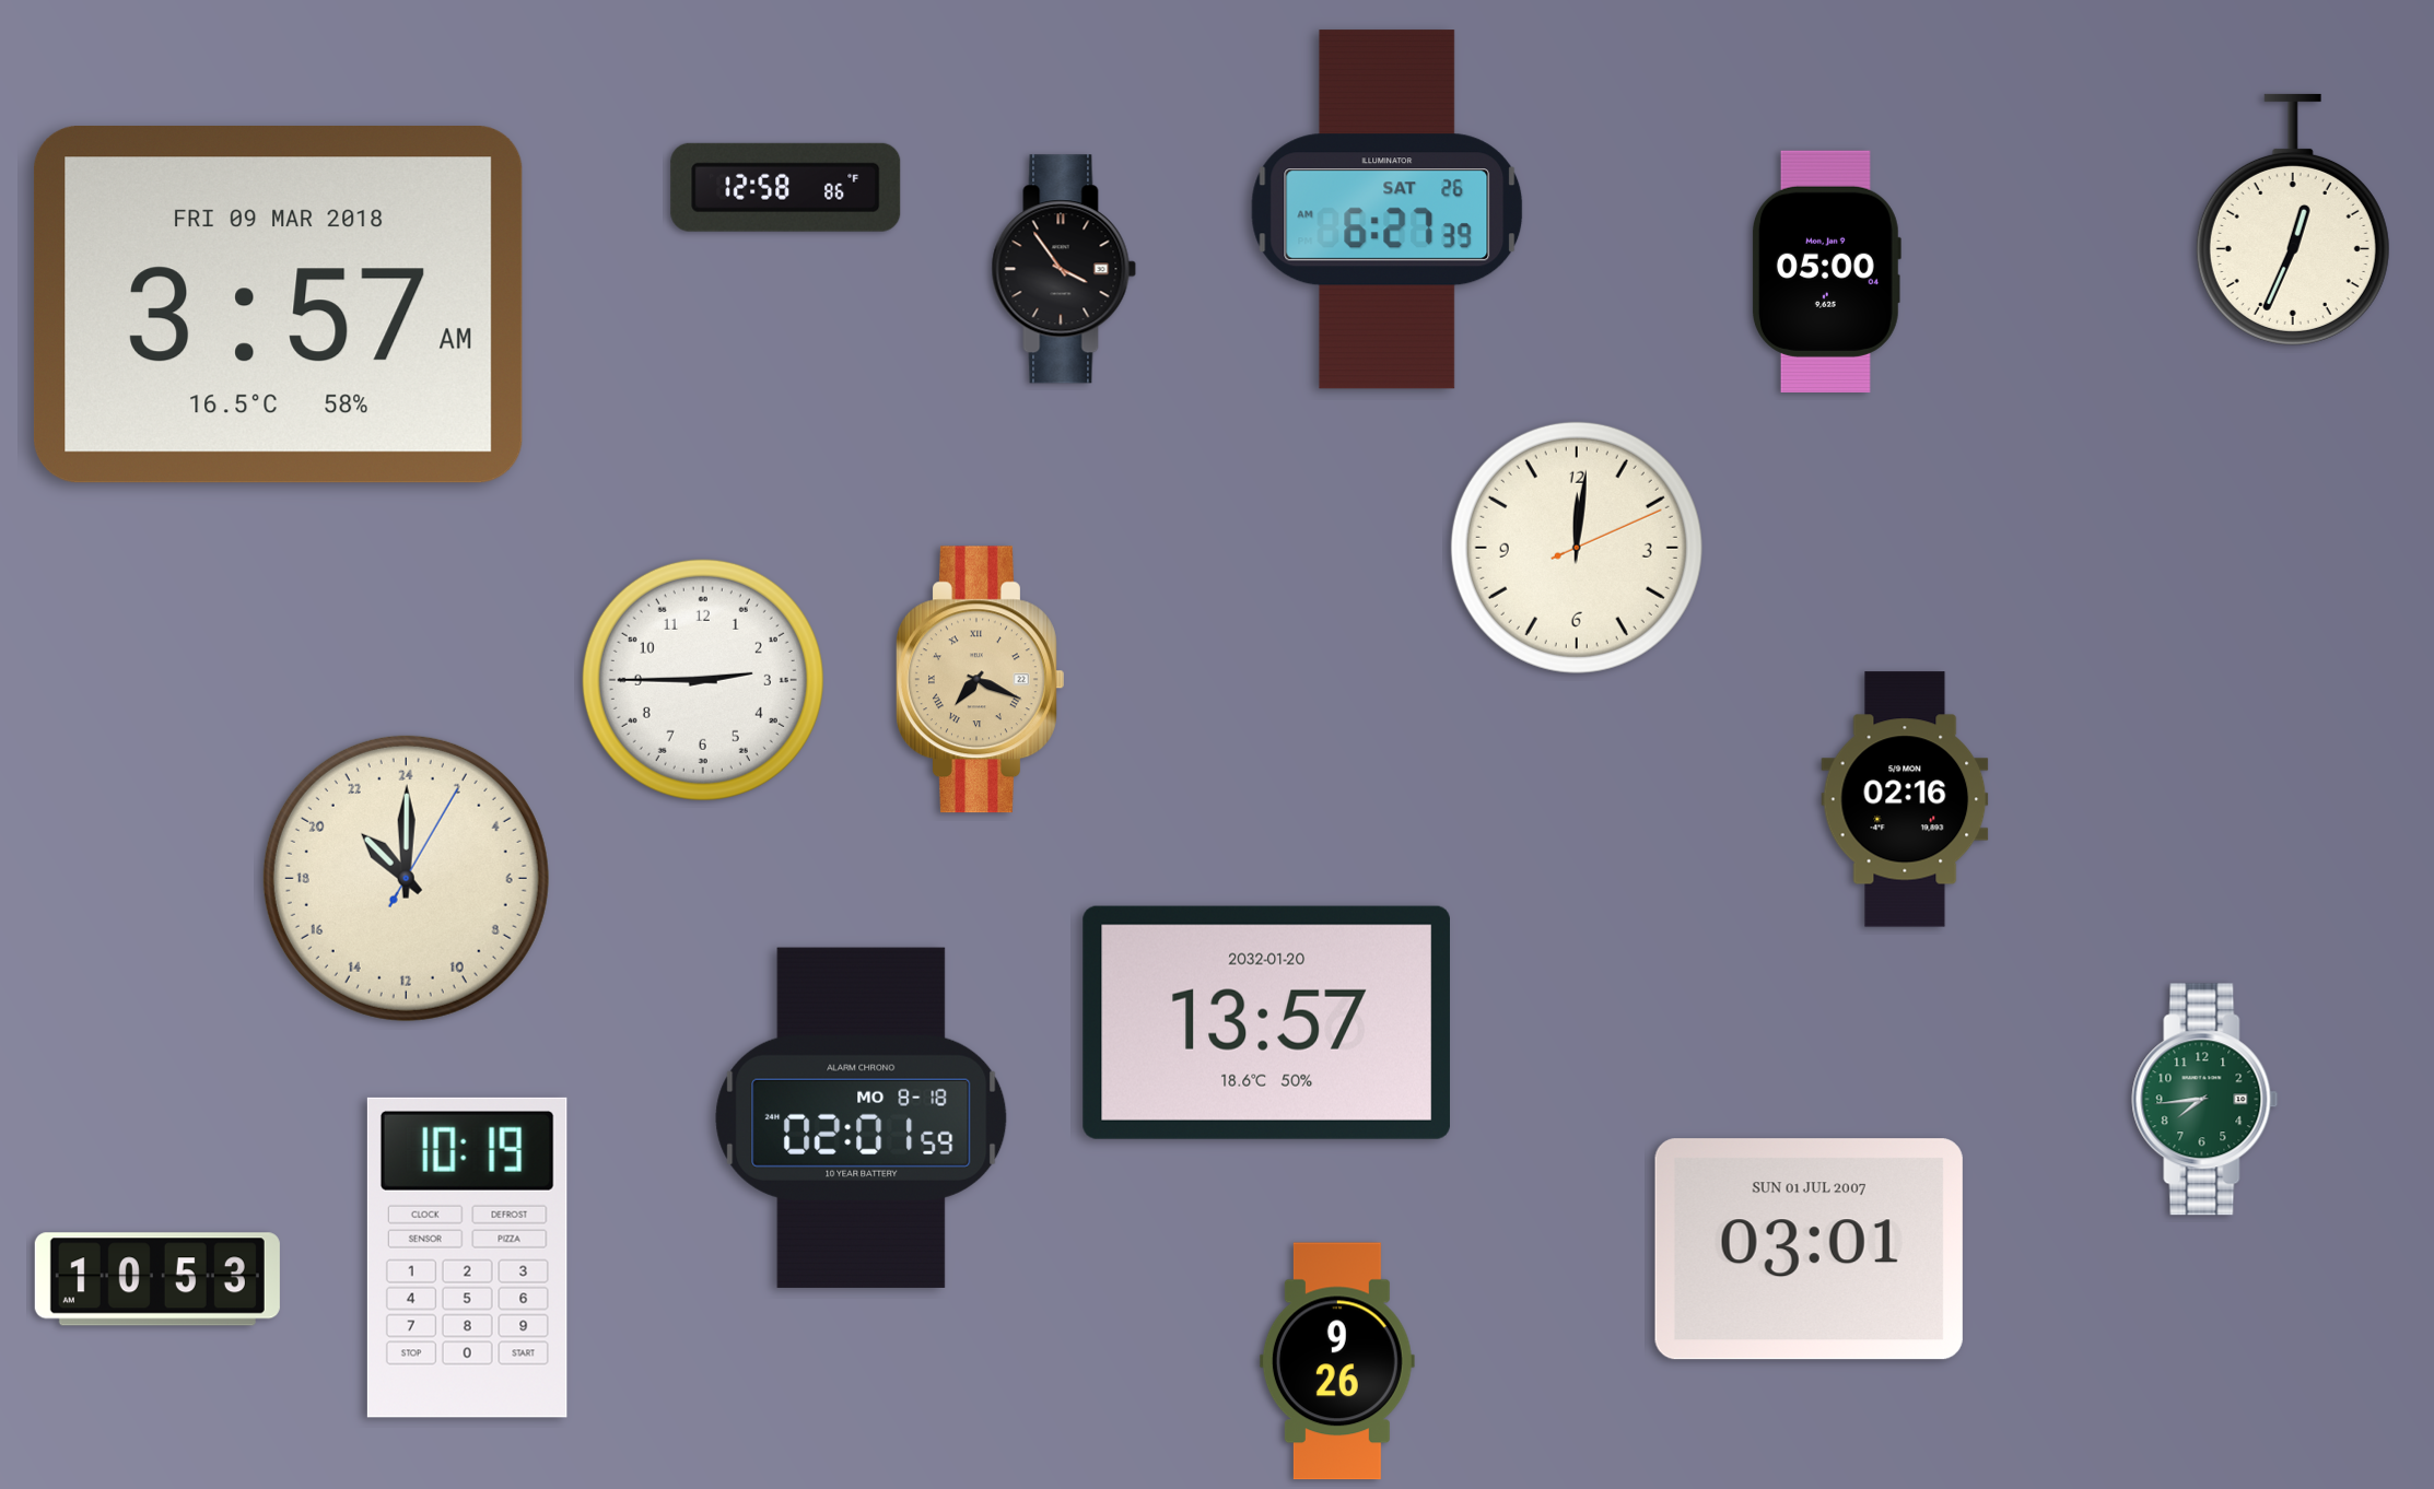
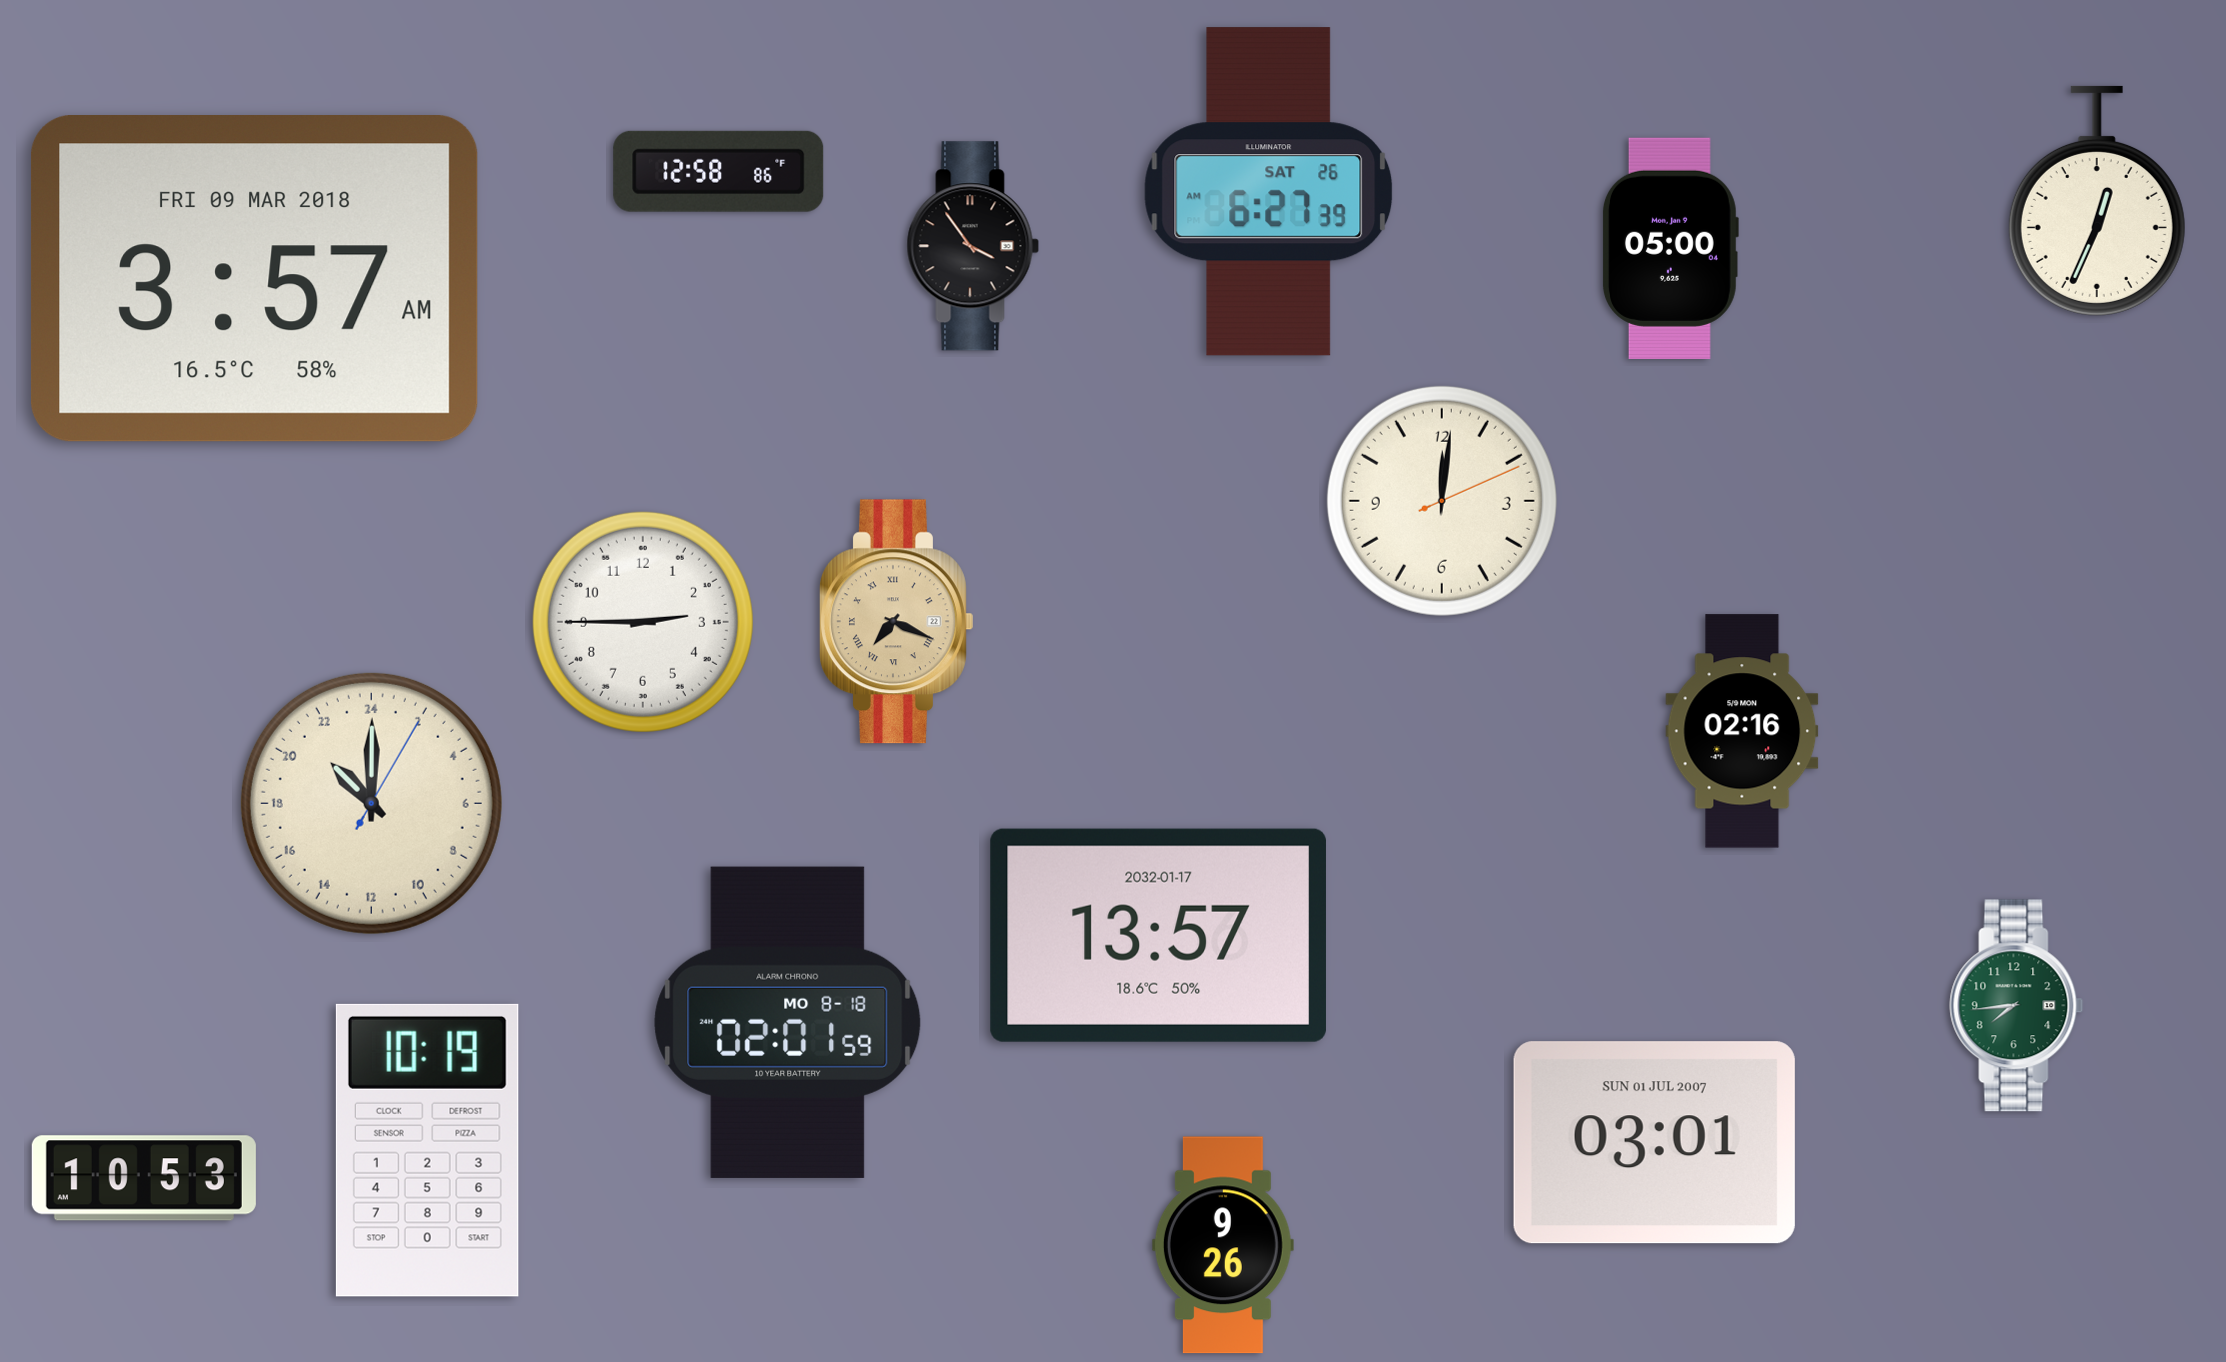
clock at (1266, 1022) date: 2032-01-20 -> 2032-01-17
clock at (157, 1279) position: (157, 1279) -> (144, 1178)
